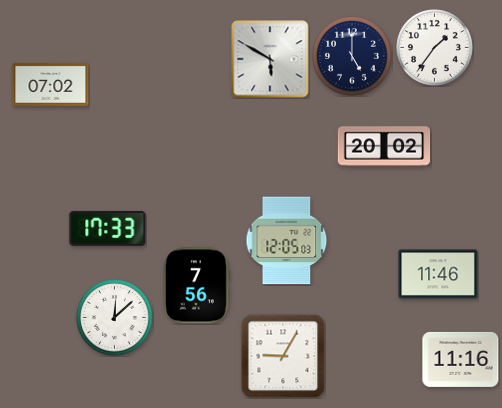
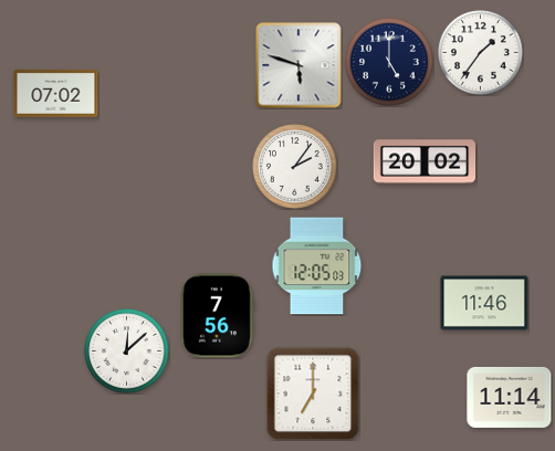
clock at (270, 59): 5:50 -> 5:48
clock at (295, 167): none -> 2:06
clock at (108, 228): 17:33 -> none
clock at (283, 356): 9:05 -> 7:00
clock at (461, 359): 11:16 -> 11:14
